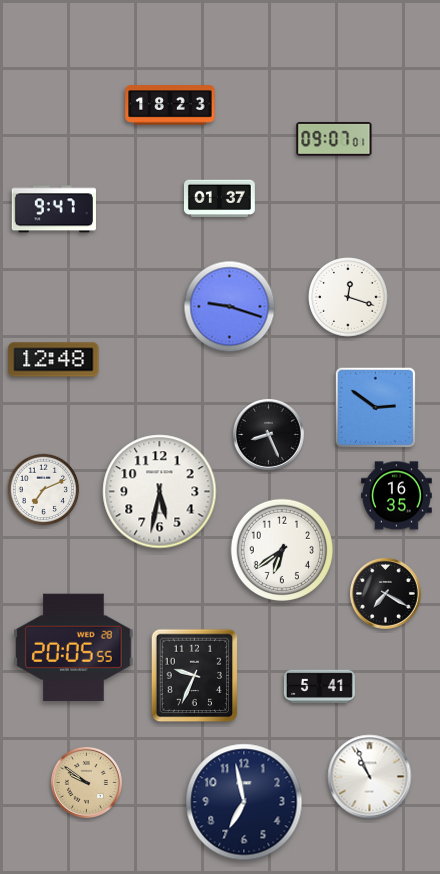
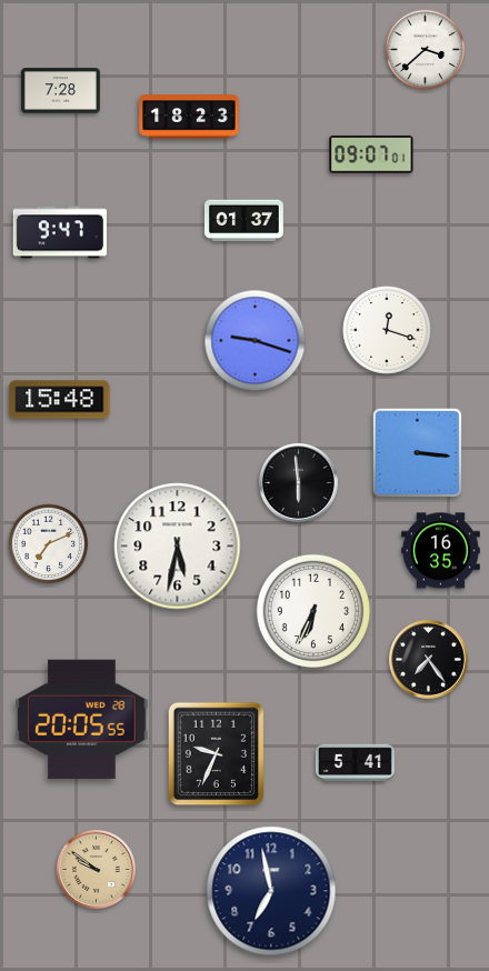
clock at (426, 50): none -> 3:38
clock at (60, 91): none -> 7:28
clock at (54, 360): 12:48 -> 15:48
clock at (375, 407): 2:51 -> 3:16
clock at (268, 434): 8:26 -> 5:59
clock at (281, 549): 6:39 -> 6:34
clock at (385, 593): 7:20 -> 7:24
clock at (195, 676) position: (195, 676) -> (217, 754)
clock at (370, 777): 10:56 -> none
